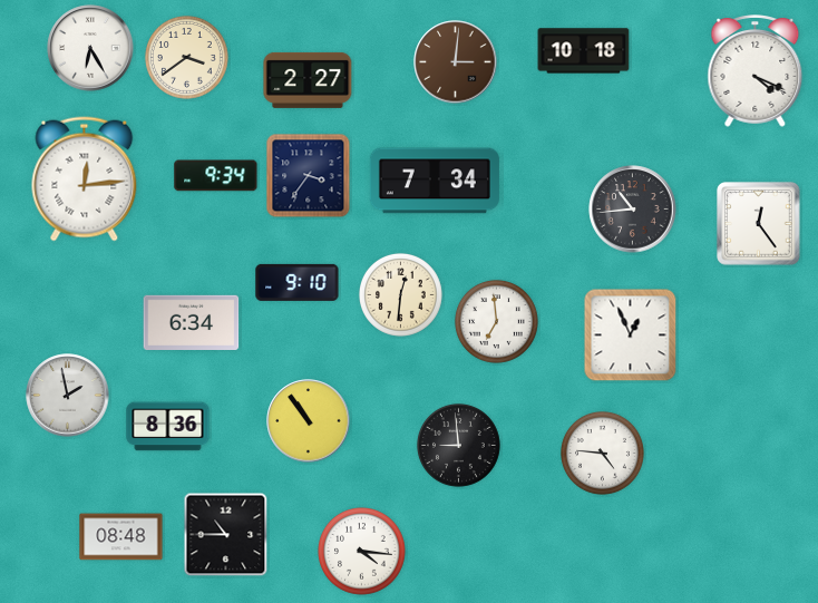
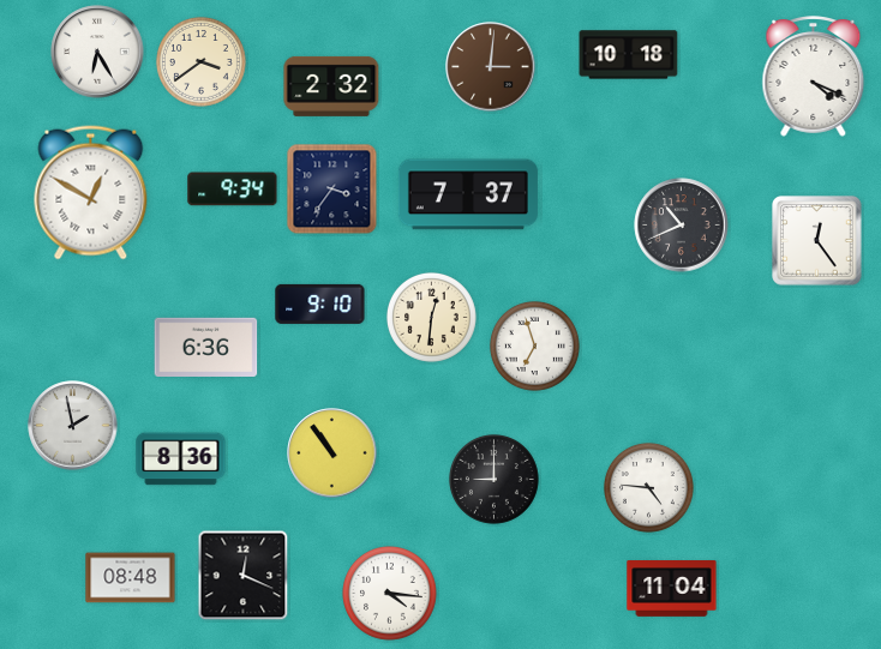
clock at (308, 80): 2:27 -> 2:32
clock at (85, 179): 12:14 -> 12:50
clock at (435, 181): 7:34 -> 7:37
clock at (633, 210): 10:44 -> 10:41
clock at (496, 321): 6:59 -> 6:57
clock at (192, 322): 6:34 -> 6:36
clock at (631, 335): 12:56 -> none
clock at (458, 445): 8:59 -> 9:00
clock at (226, 535): 10:45 -> 12:19
clock at (672, 589): none -> 11:04
